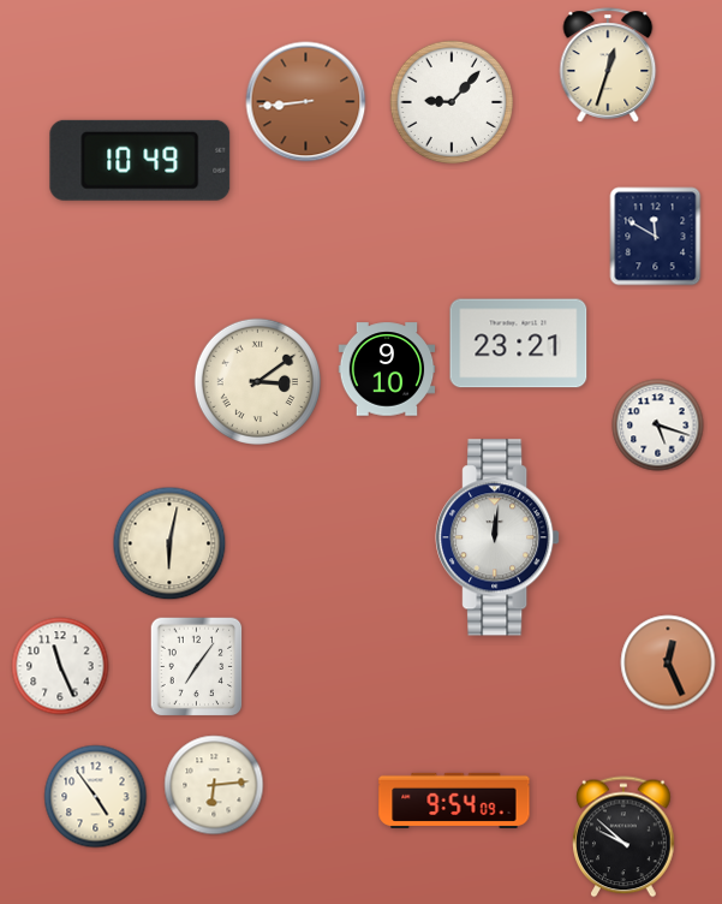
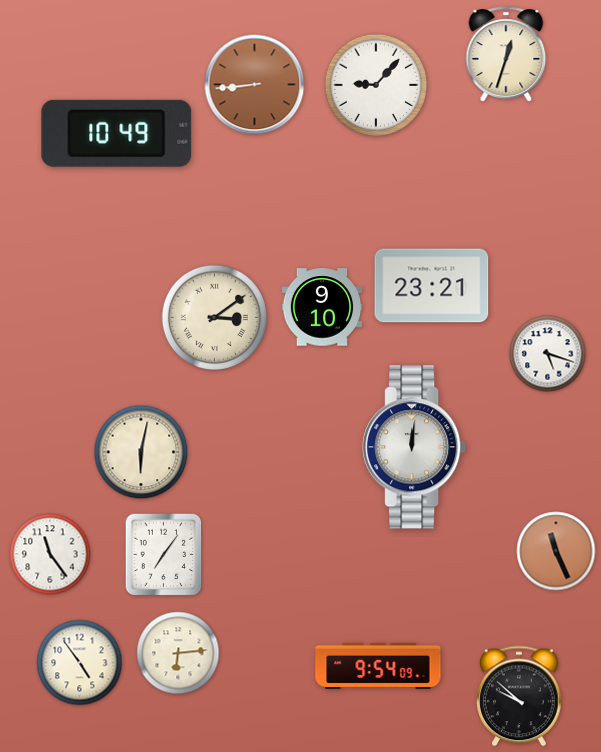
clock at (656, 237): 11:50 -> none
clock at (668, 662): 12:26 -> 11:26
clock at (60, 666): 11:26 -> 11:24
